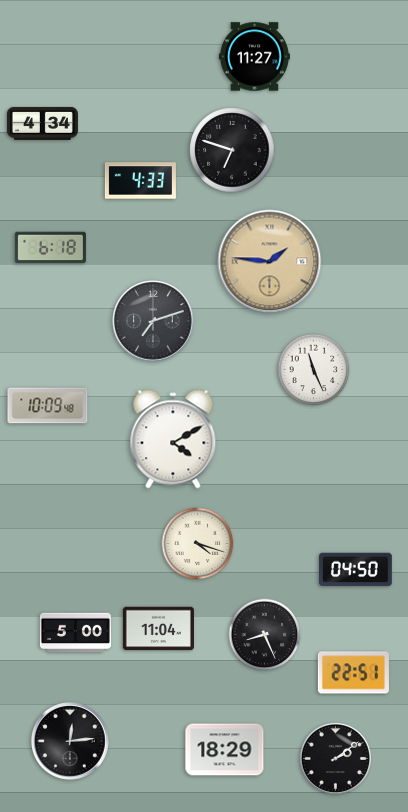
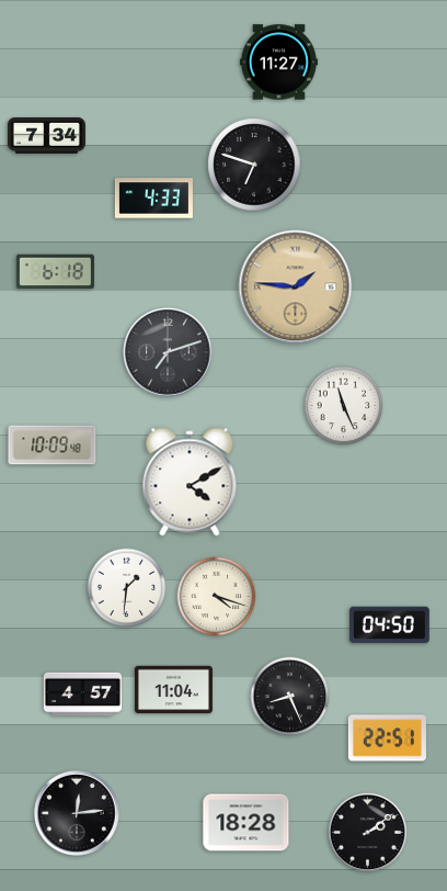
clock at (42, 124): 4:34 -> 7:34
clock at (127, 588): none -> 1:31
clock at (75, 633): 5:00 -> 4:57
clock at (225, 750): 18:29 -> 18:28
